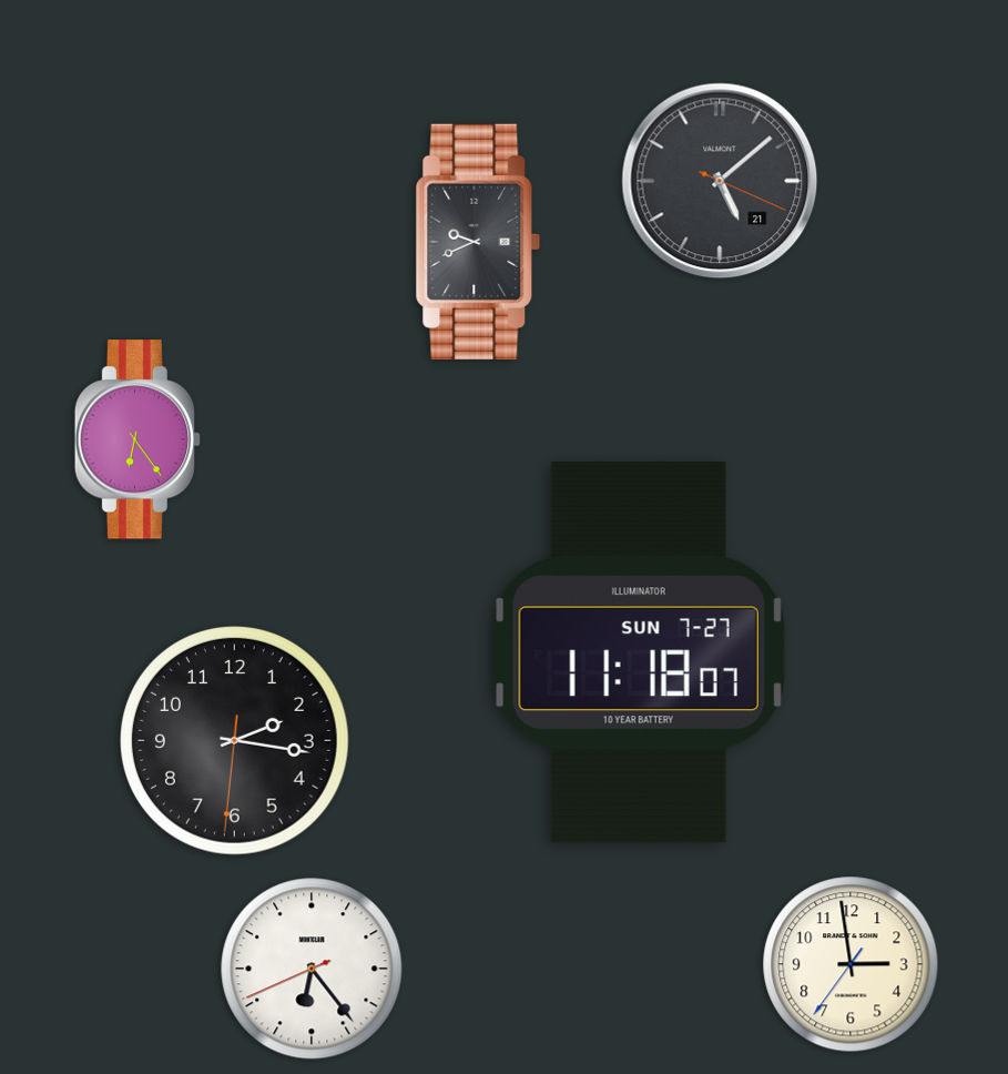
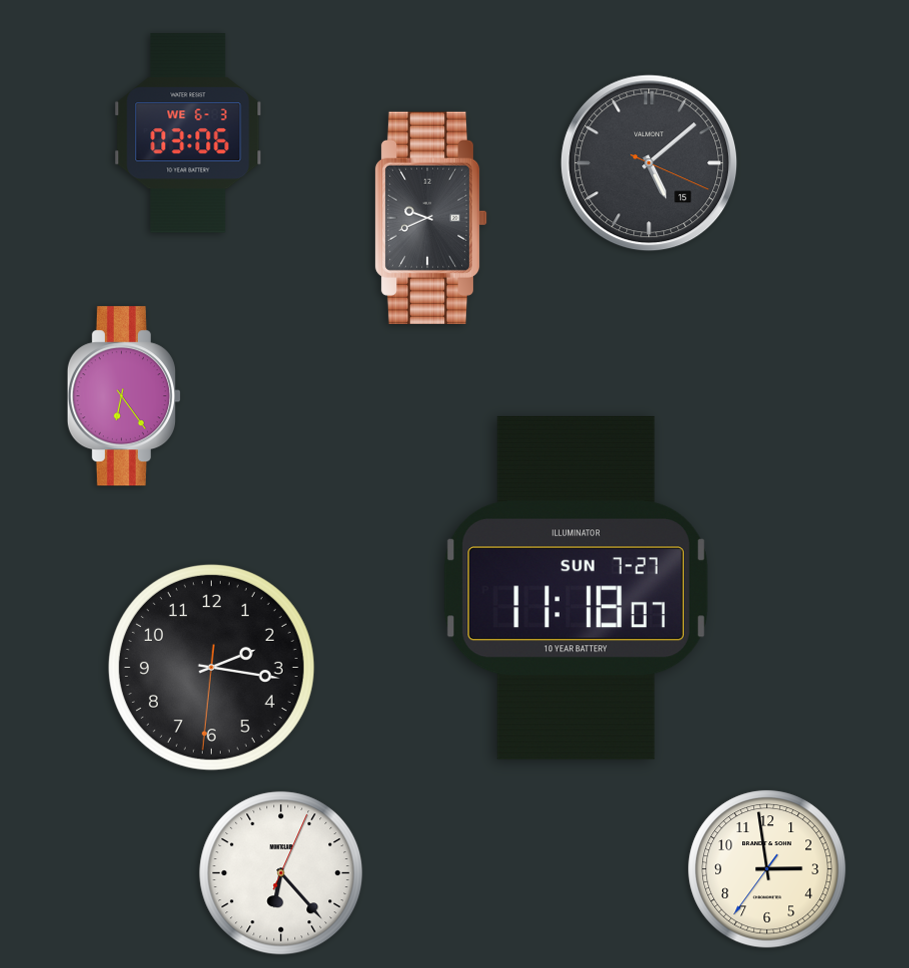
clock at (188, 133): none -> 03:06
clock at (720, 181) date: 21 -> 15
clock at (312, 969): 6:23:41 -> 6:23:04
